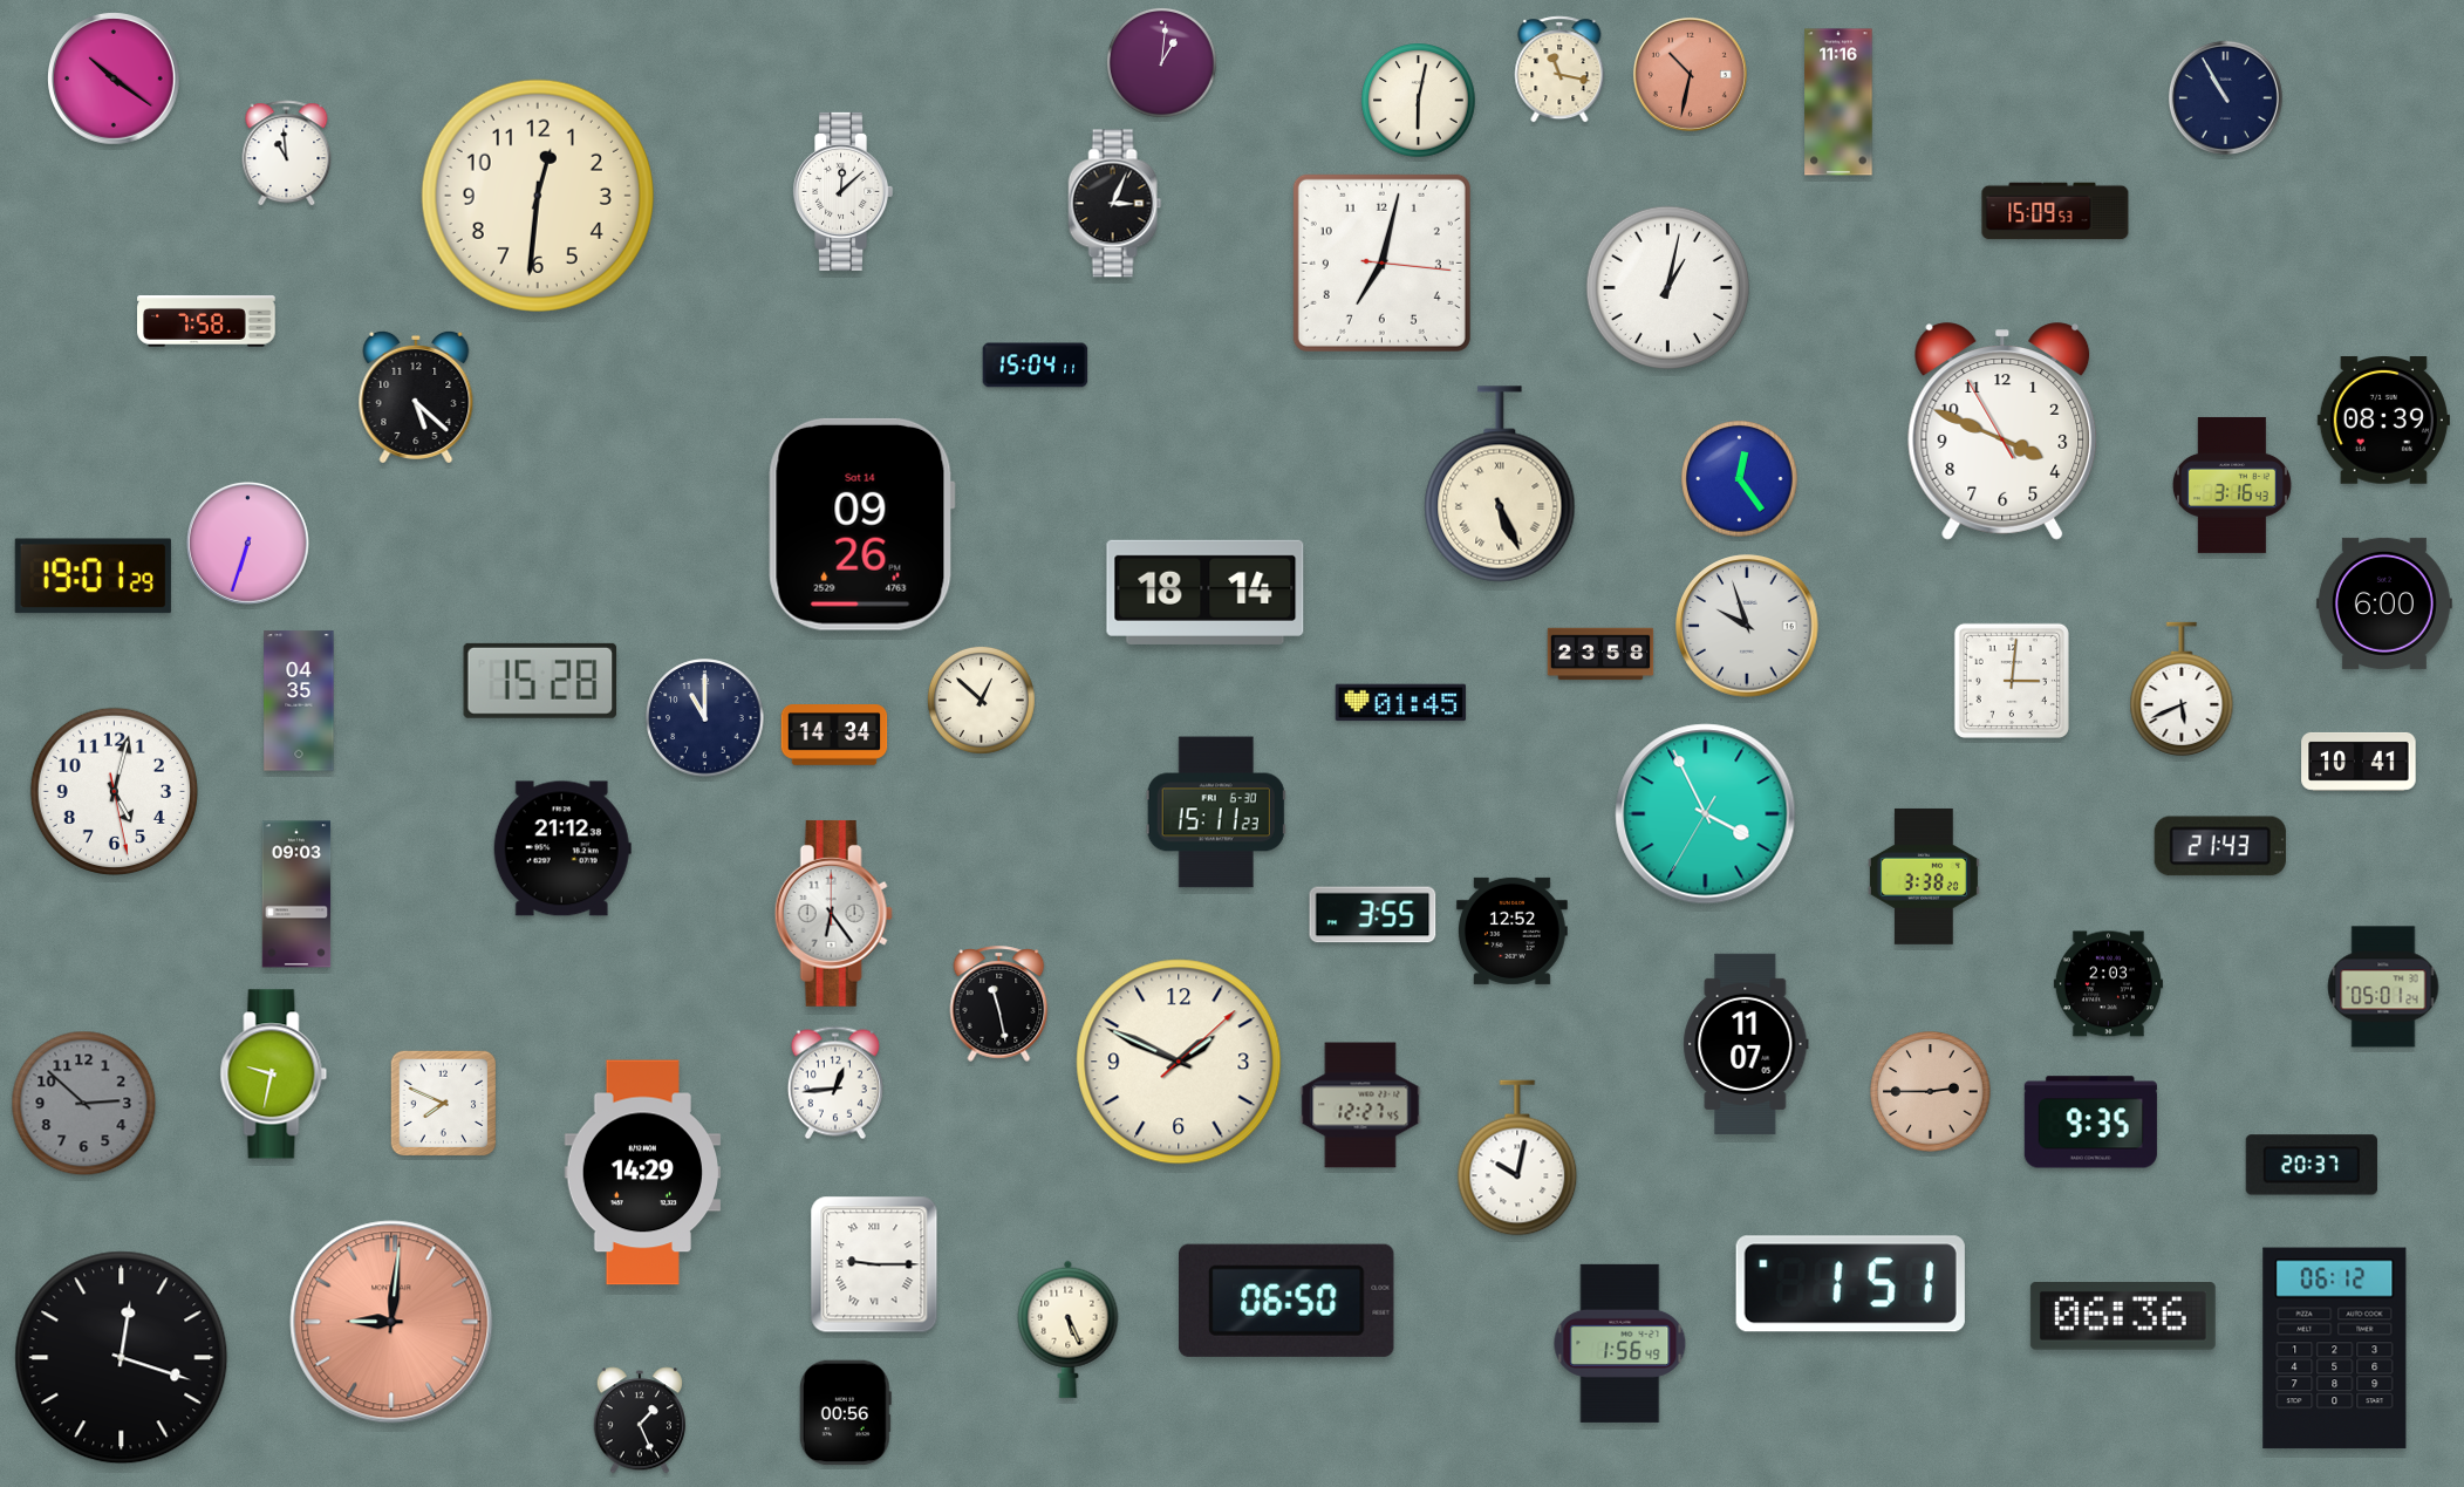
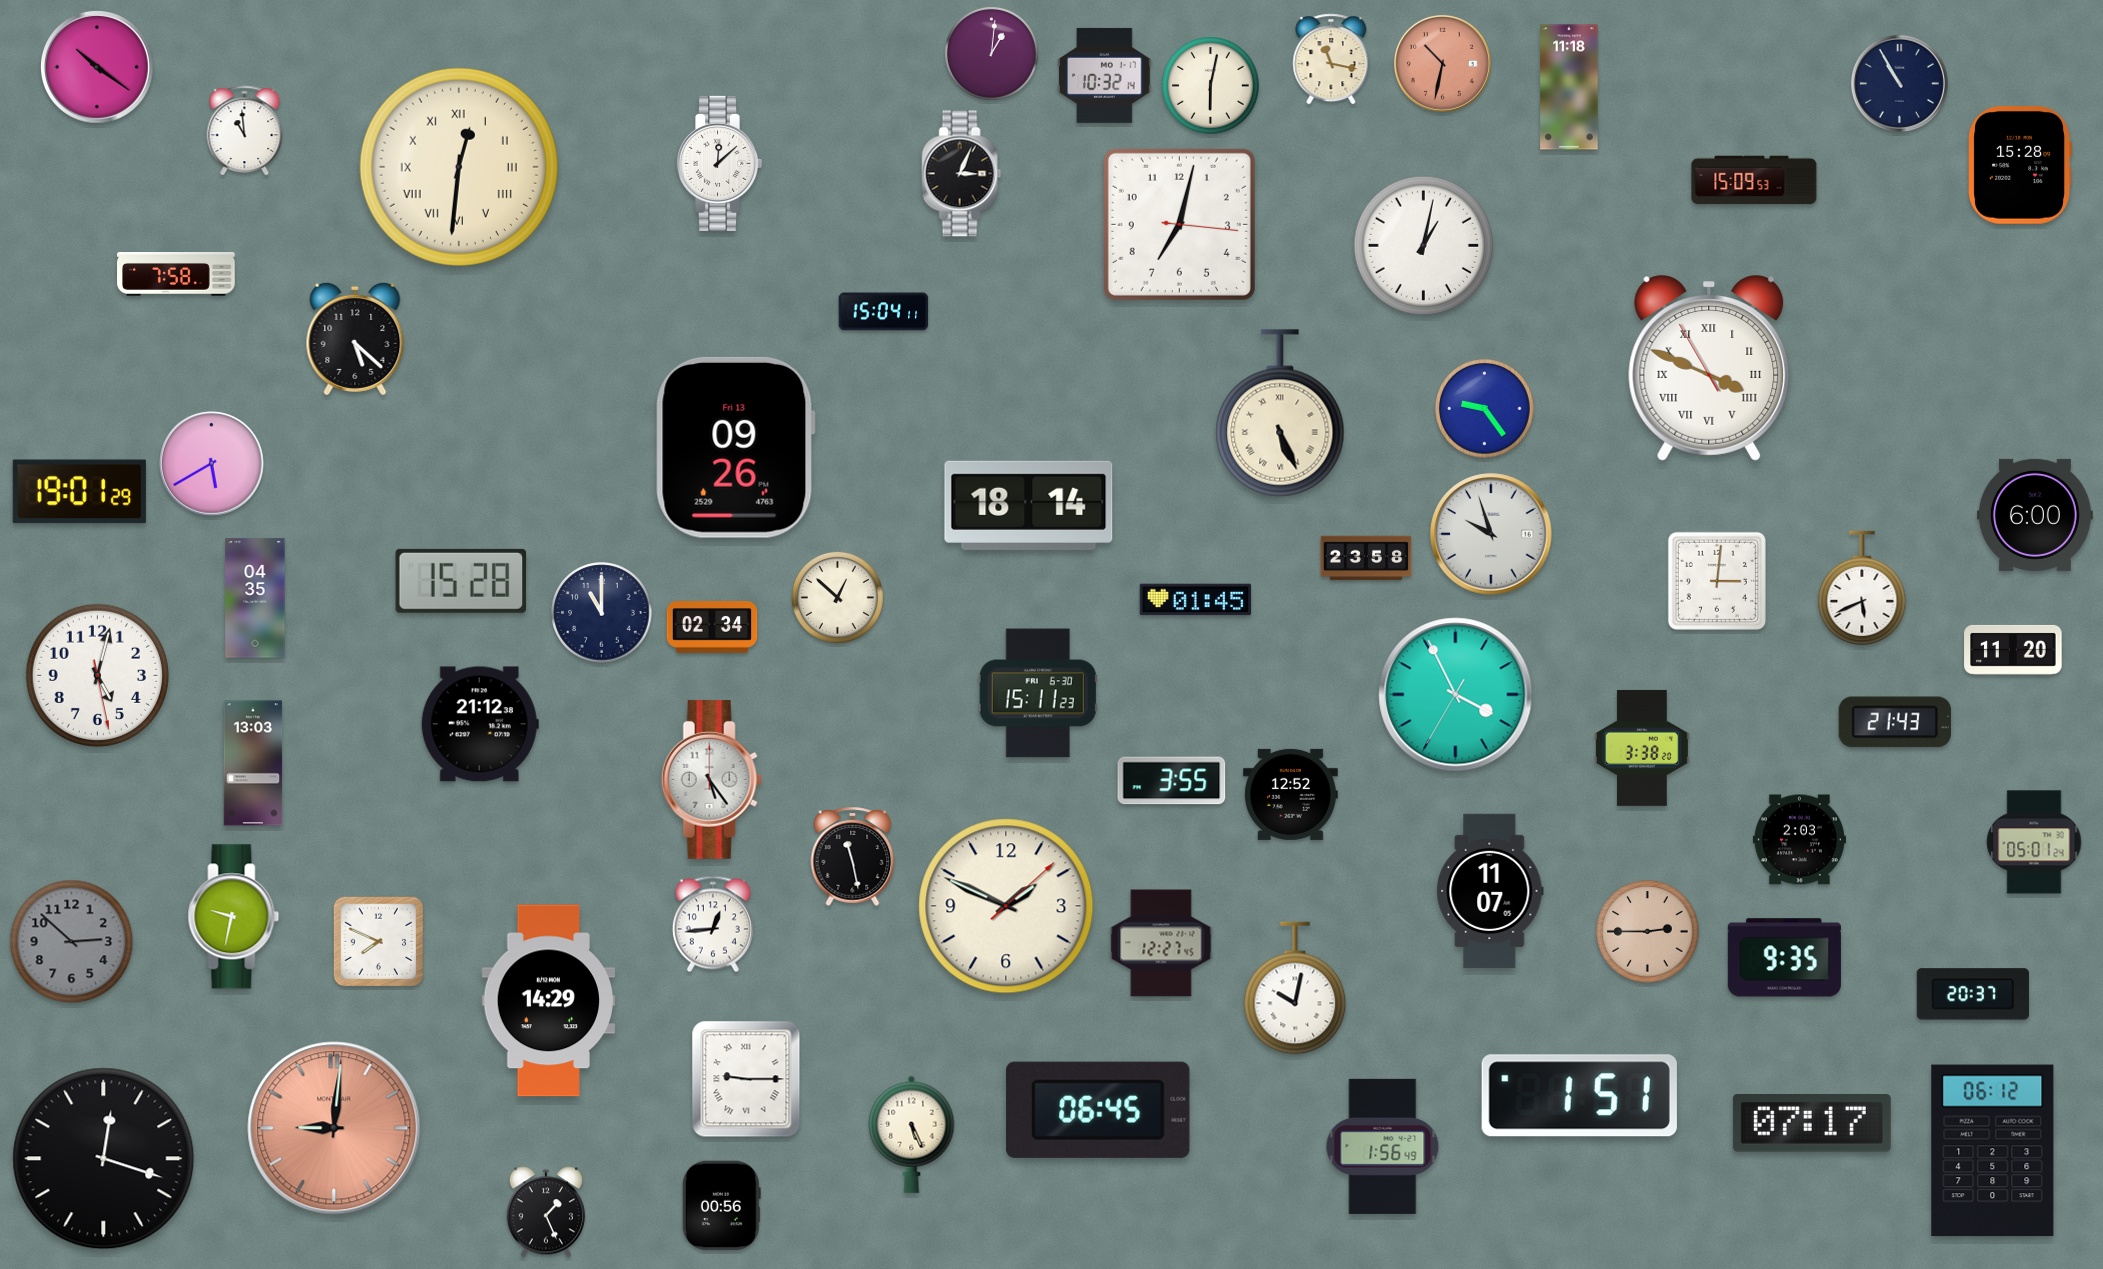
clock at (1105, 75): none -> 10:32
clock at (1838, 102): 11:16 -> 11:18
clock at (2020, 166): none -> 15:28
clock at (538, 196) numerals: Arabic -> Roman
clock at (1115, 204) position: (1115, 204) -> (962, 174)
clock at (2383, 421): 08:39 -> none
clock at (2002, 431) numerals: Arabic -> Roman
clock at (1740, 479): 12:24 -> 9:24
clock at (2232, 485): 3:16 -> none
clock at (861, 524) date: Sat 14 -> Fri 13
clock at (247, 543): 6:33 -> 5:40
clock at (834, 735): 14:34 -> 02:34
clock at (2359, 762): 10:41 -> 11:20
clock at (296, 894): 09:03 -> 13:03
clock at (833, 913): 6:24 -> 5:24
clock at (1286, 1301): 06:50 -> 06:45
clock at (2123, 1317): 06:36 -> 07:17
